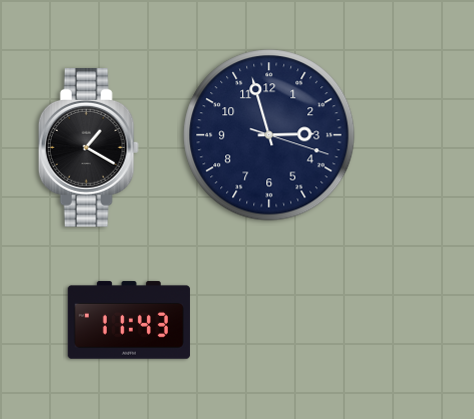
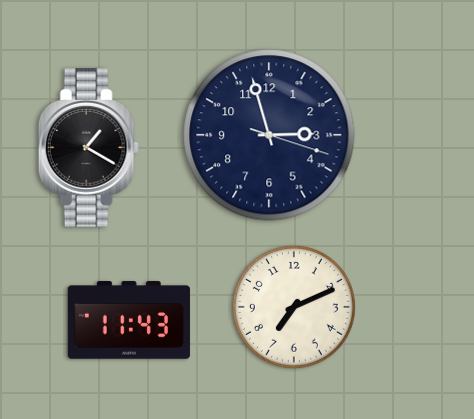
clock at (294, 307): none -> 7:11
